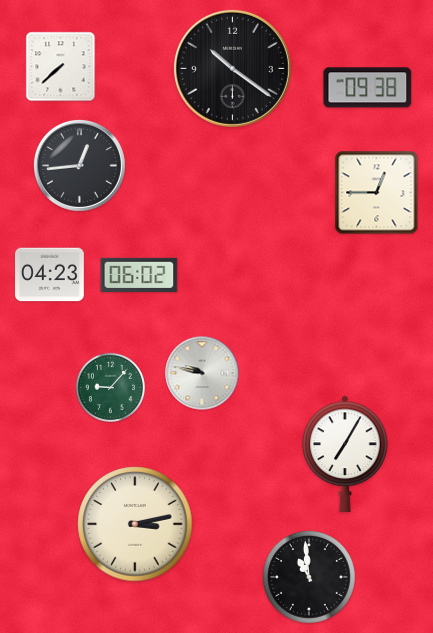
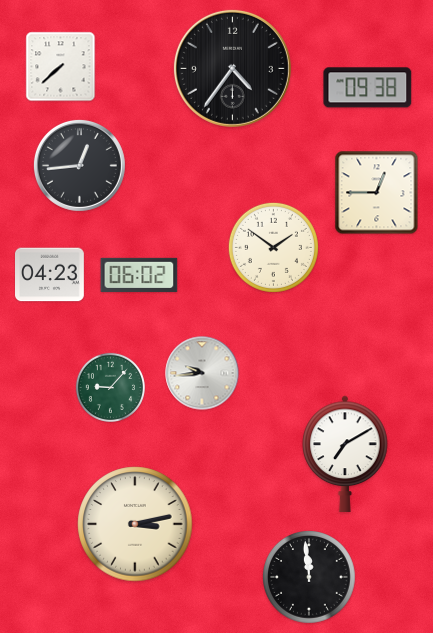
clock at (232, 68): 10:21 -> 4:36
clock at (273, 247): none -> 1:51
clock at (202, 373): 9:47 -> 9:44
clock at (345, 454): 7:05 -> 7:10
clock at (310, 578): 10:59 -> 11:59
